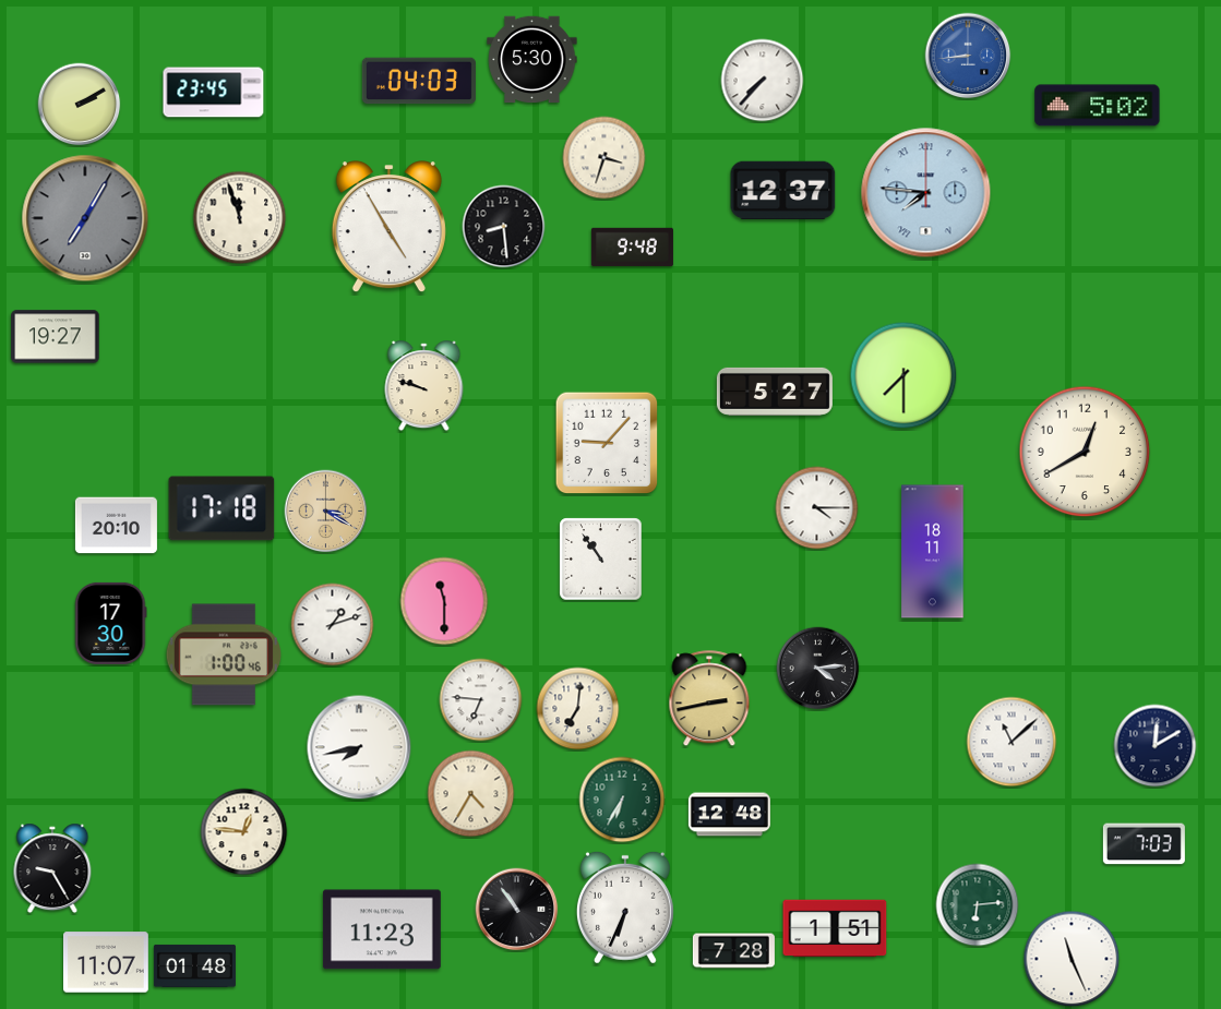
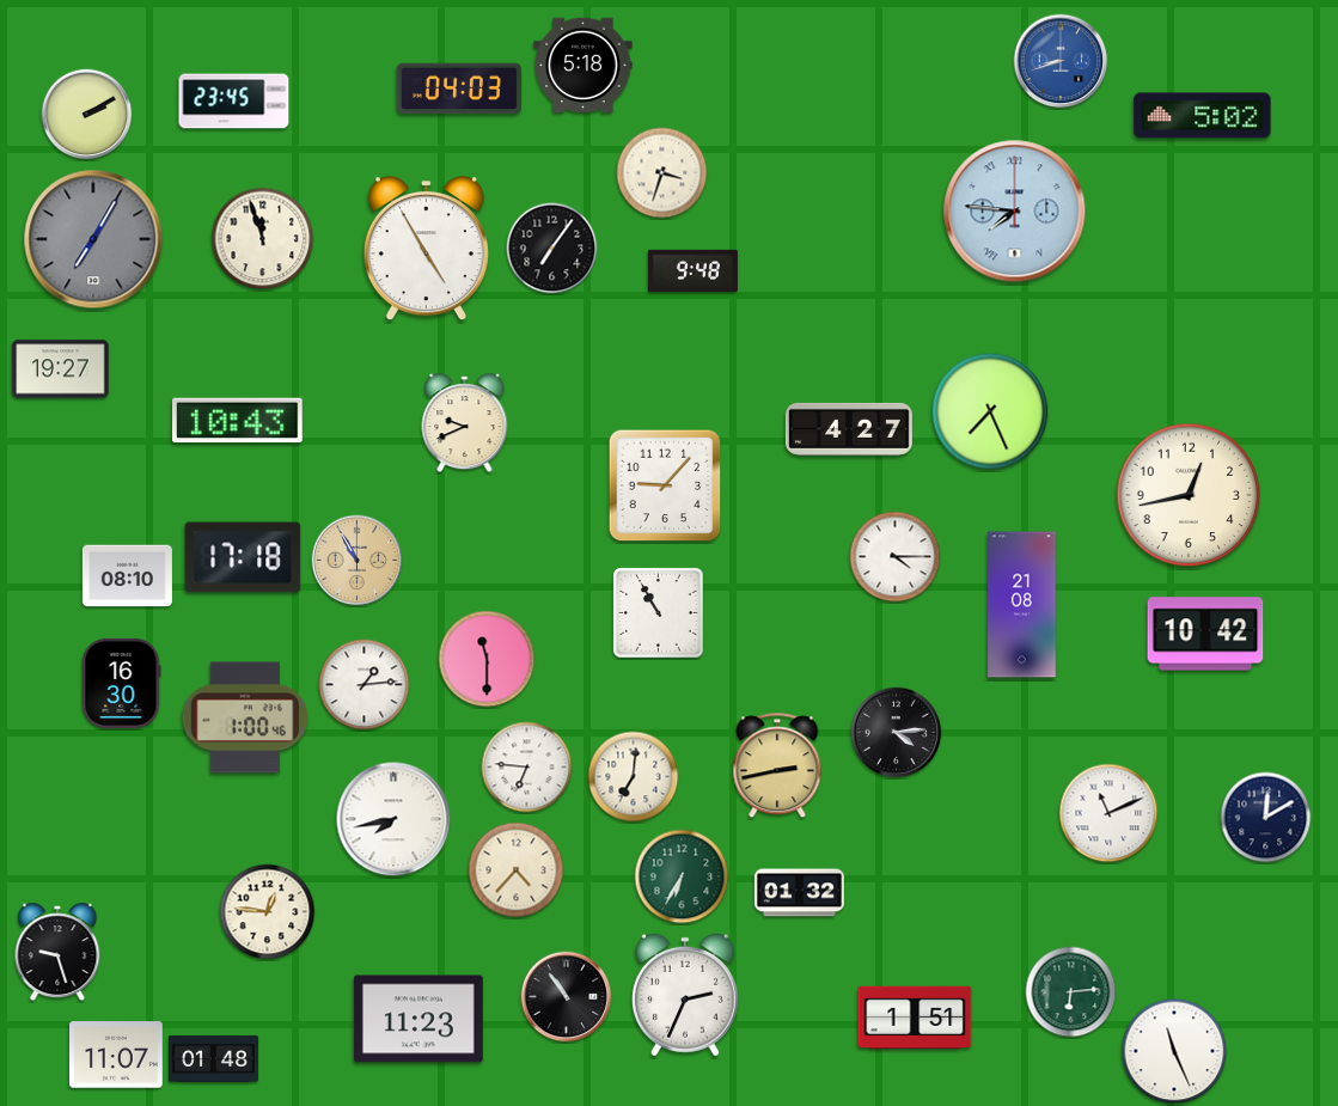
clock at (968, 56): 8:44 -> 8:42
clock at (532, 60): 5:30 -> 5:18
clock at (763, 81): 7:37 -> none
clock at (783, 191): 12:37 -> none
clock at (504, 227): 8:29 -> 7:06
clock at (903, 375): 7:30 -> 7:26
clock at (238, 421): none -> 10:43
clock at (424, 386): 9:48 -> 9:41
clock at (775, 392): 5:27 -> 4:27
clock at (1085, 452): 12:40 -> 12:43
clock at (326, 512): 3:20 -> 10:55
clock at (116, 526): 20:10 -> 08:10
clock at (933, 552): 18:11 -> 21:08
clock at (601, 560): 10:54 -> 10:55
clock at (1205, 634): none -> 10:42
clock at (110, 623): 17:30 -> 16:30
clock at (333, 625): 1:12 -> 1:14
clock at (1011, 742): 11:08 -> 11:11
clock at (471, 794): 4:35 -> 4:37
clock at (729, 815): 12:48 -> 01:32
clock at (1144, 844): 7:03 -> none
clock at (52, 868): 9:25 -> 9:27
clock at (625, 908): 6:34 -> 2:34
clock at (733, 951): 7:28 -> none
